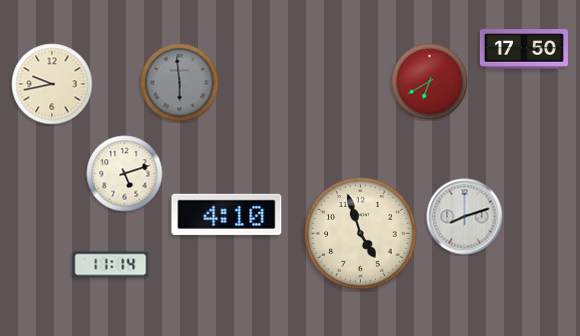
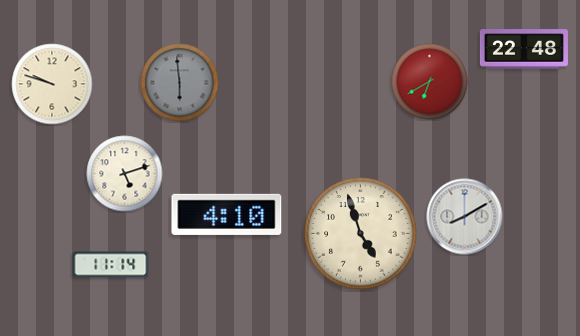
clock at (524, 49): 17:50 -> 22:48
clock at (52, 84): 9:43 -> 9:48
clock at (465, 217): 8:12 -> 8:10
